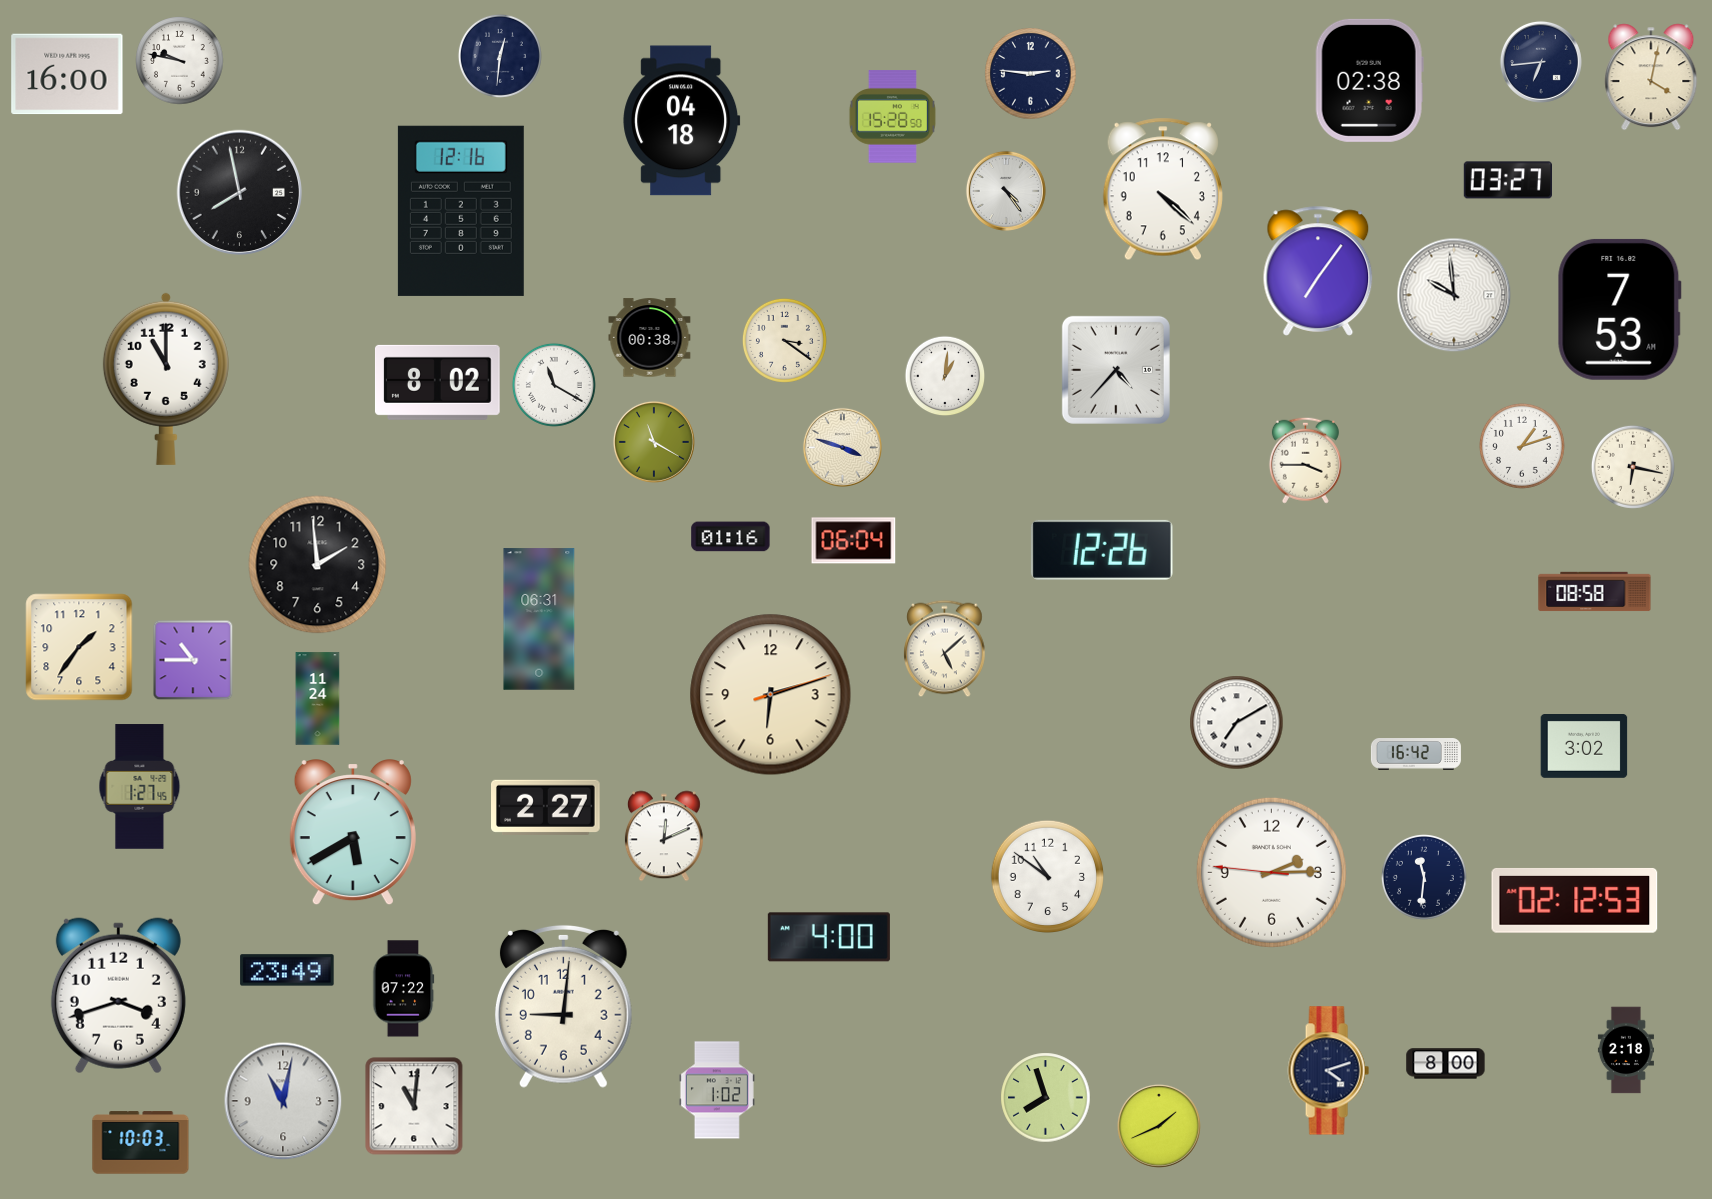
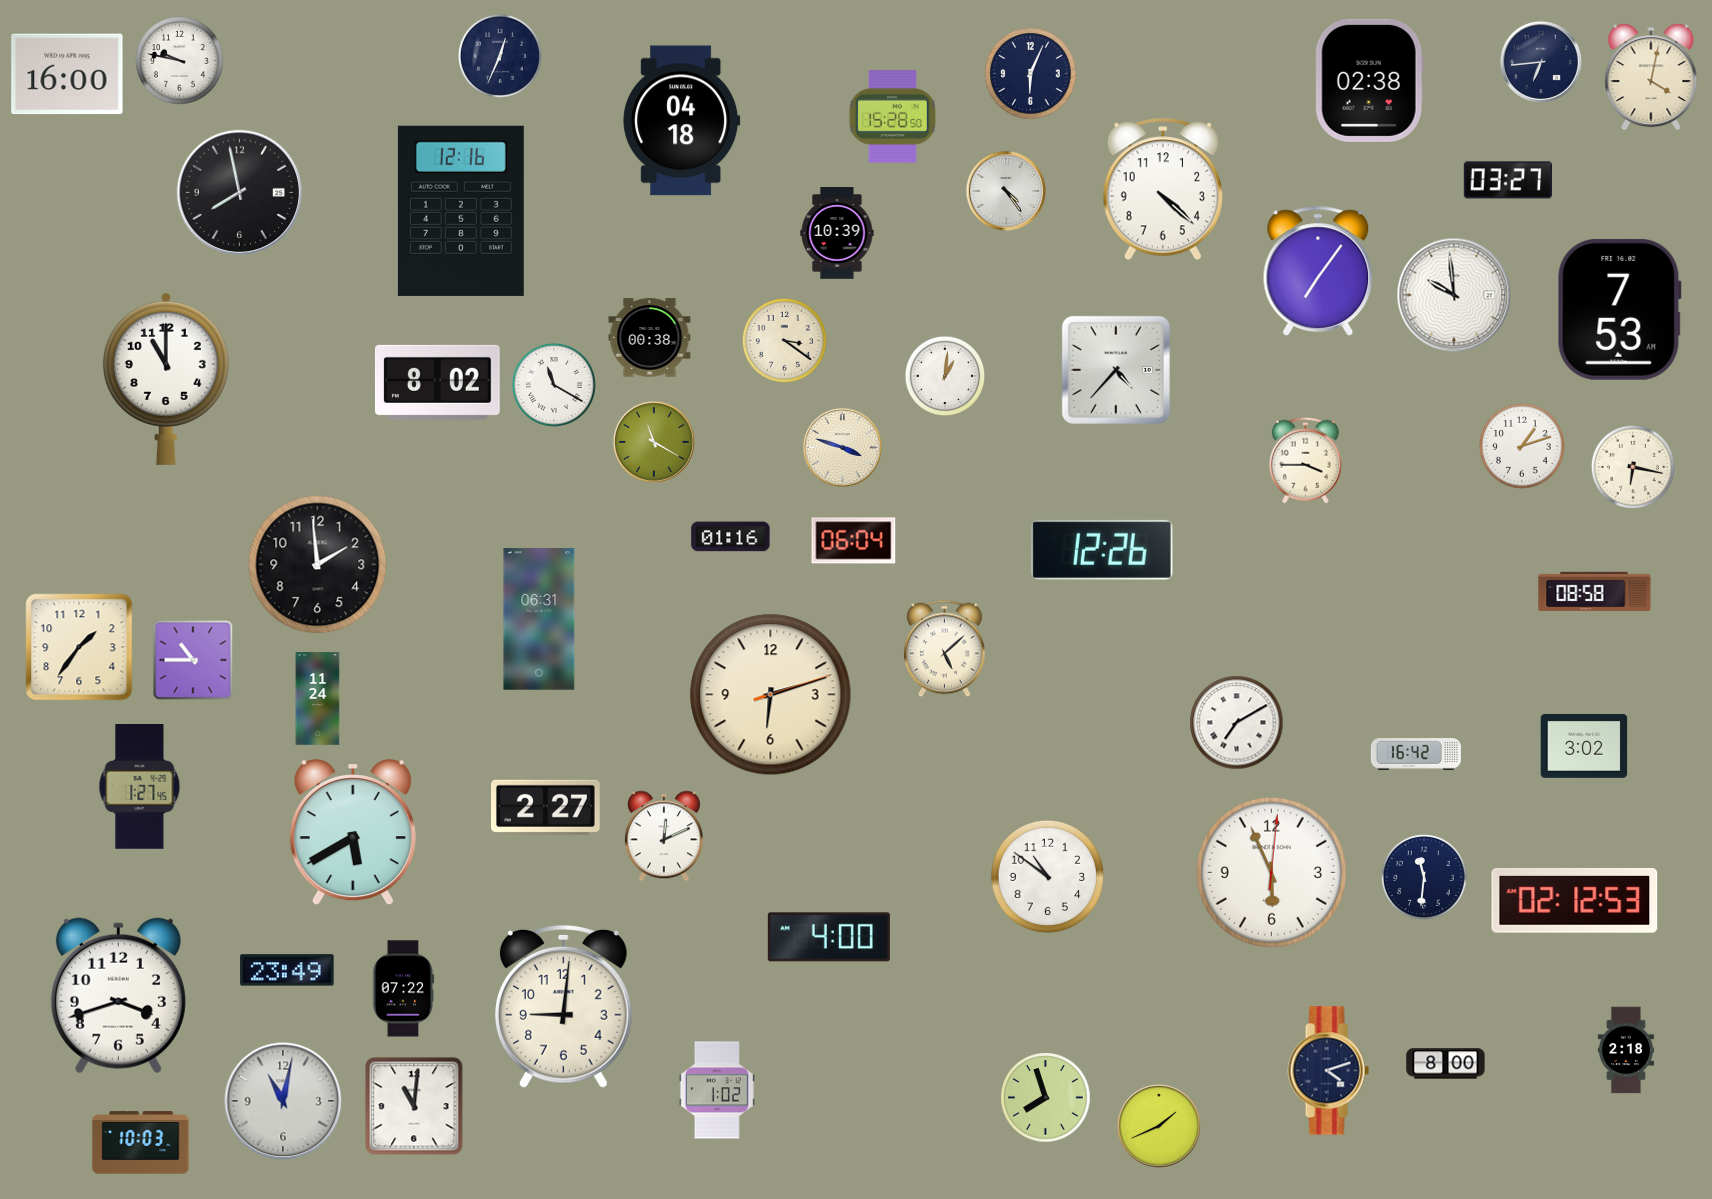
clock at (500, 56): 12:31 -> 12:34
clock at (1031, 74): 2:46 -> 6:04
clock at (837, 233): none -> 10:39
clock at (1271, 872): 2:14 -> 5:56
